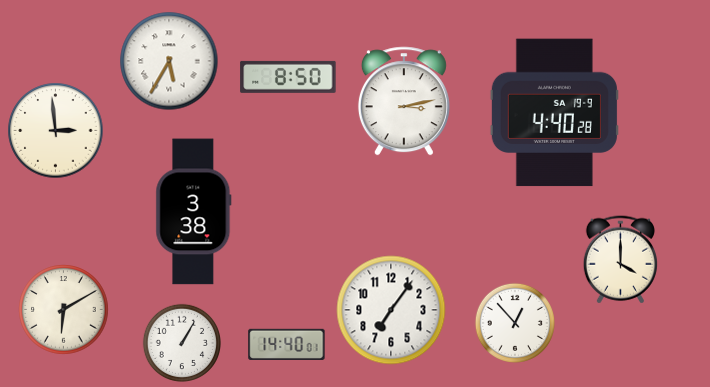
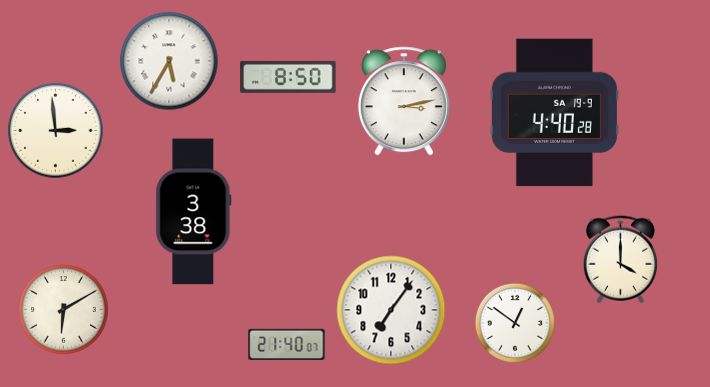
clock at (515, 323): 12:53 -> 12:51
clock at (181, 342): 1:05 -> none
clock at (287, 344): 14:40 -> 21:40
